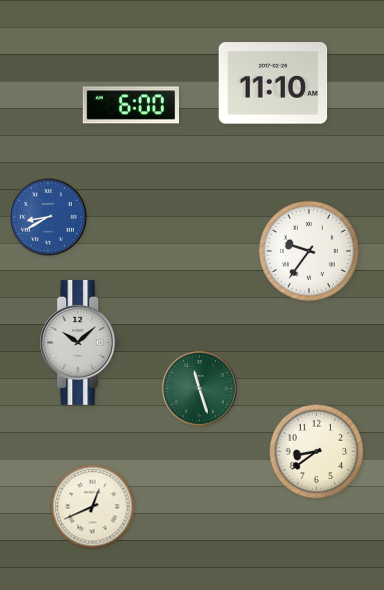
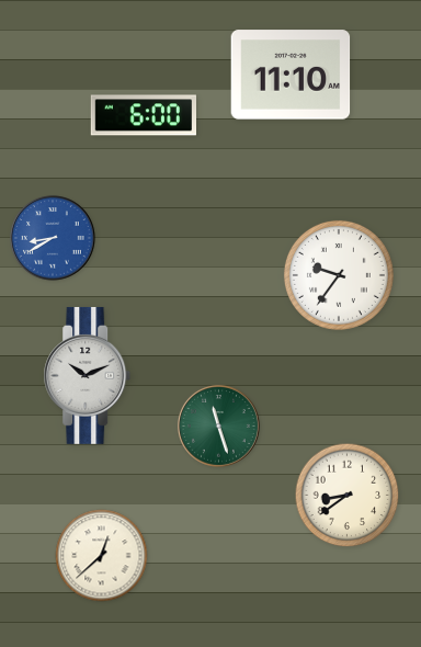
clock at (273, 83) position: (273, 83) -> (291, 75)
clock at (80, 342): 10:08 -> 10:11
clock at (93, 507): 12:41 -> 12:38
